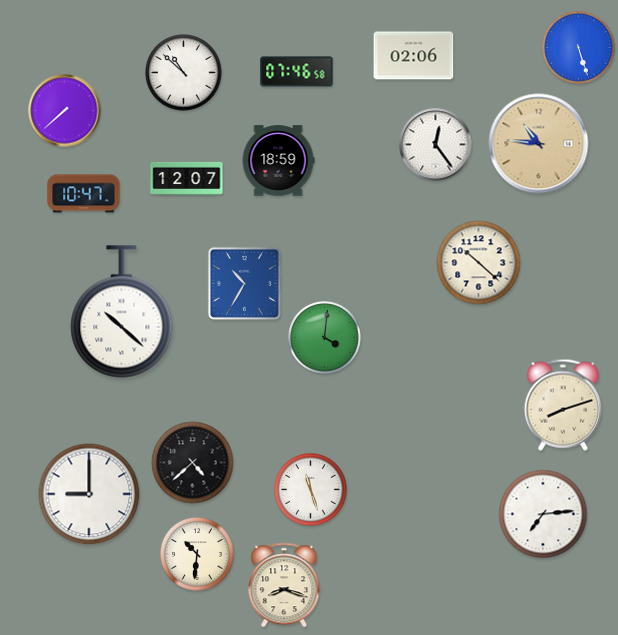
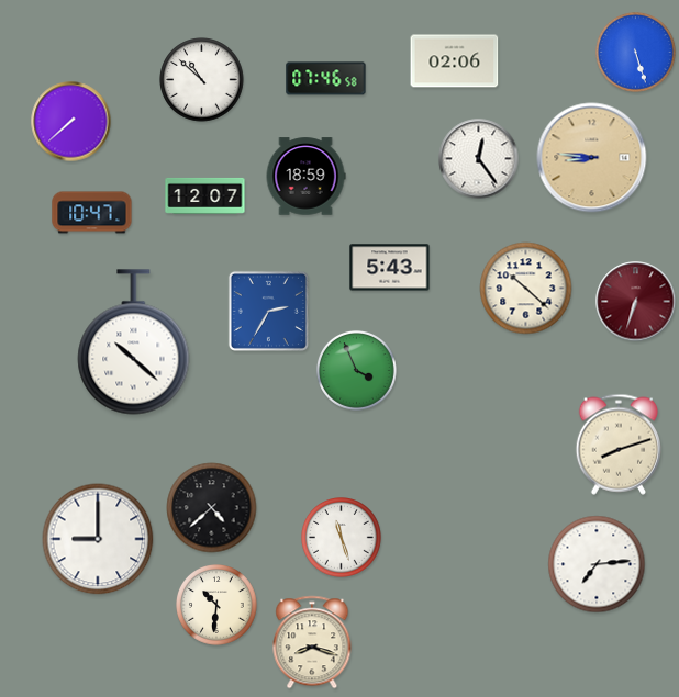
clock at (539, 144): 10:46 -> 8:46
clock at (390, 268): none -> 5:43
clock at (636, 302): none -> 6:33
clock at (244, 283): 10:35 -> 2:35
clock at (325, 338): 4:01 -> 3:56
clock at (89, 494) position: (89, 494) -> (98, 539)
clock at (198, 555) position: (198, 555) -> (218, 606)
